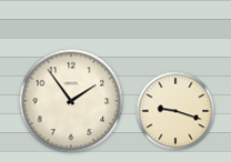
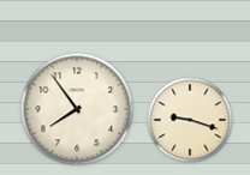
clock at (71, 101): 1:54 -> 7:54
